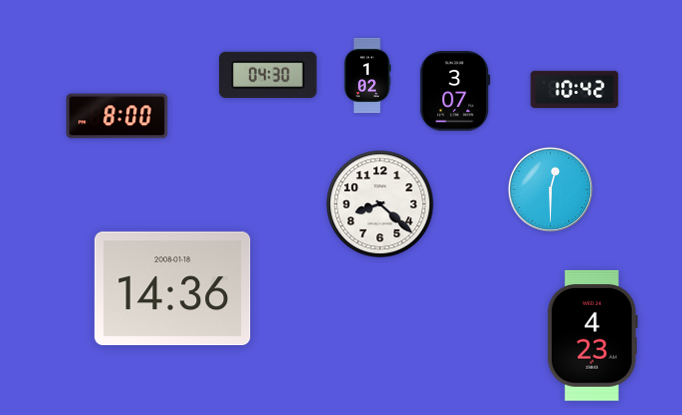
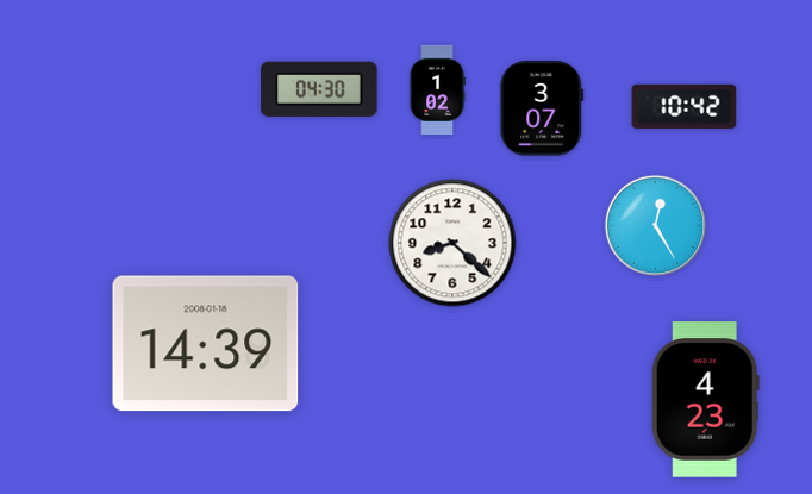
clock at (117, 116): 8:00 -> none
clock at (550, 189): 12:30 -> 12:25
clock at (173, 289): 14:36 -> 14:39
